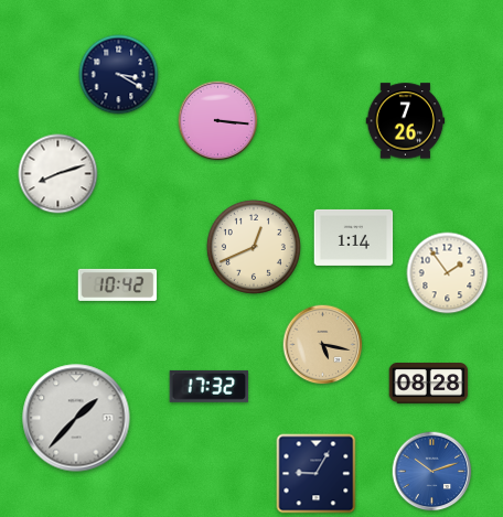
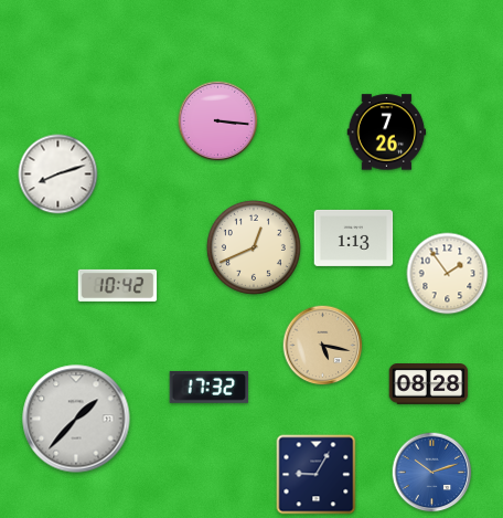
clock at (119, 75): 3:20 -> none
clock at (406, 121) position: (406, 121) -> (387, 133)
clock at (354, 237): 1:14 -> 1:13
